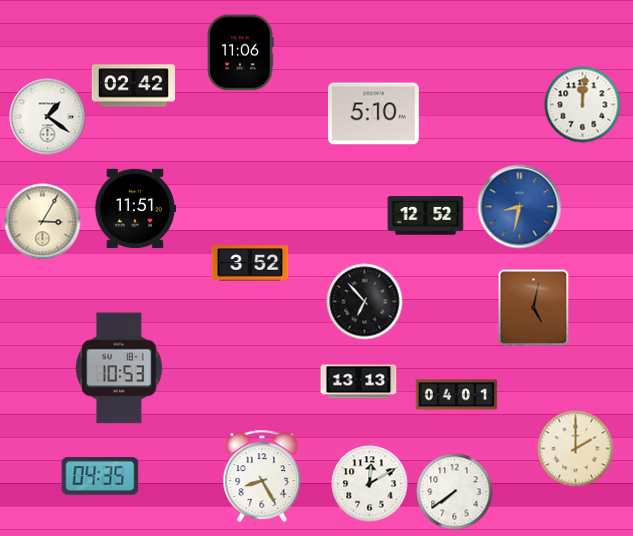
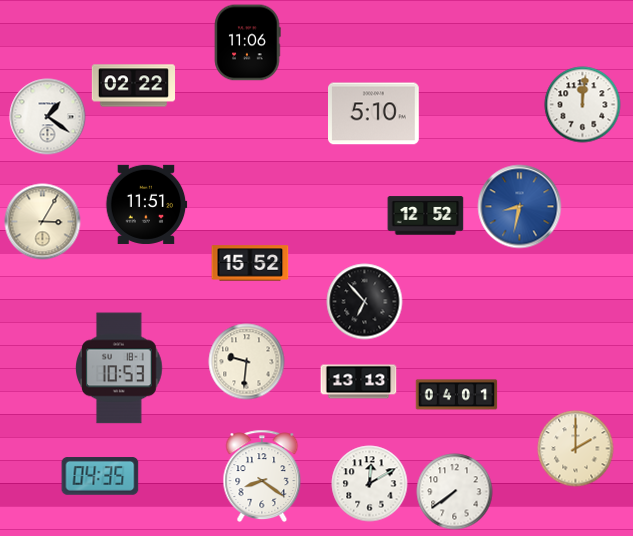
clock at (240, 53) position: (240, 53) -> (247, 43)
clock at (134, 86): 02:42 -> 02:22
clock at (135, 208) position: (135, 208) -> (146, 204)
clock at (250, 263): 3:52 -> 15:52
clock at (534, 308): 5:02 -> none
clock at (247, 362): none -> 9:31
clock at (262, 476): 8:25 -> 8:21
